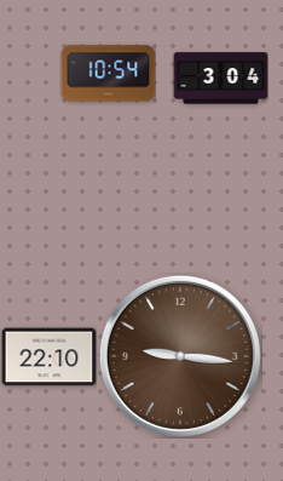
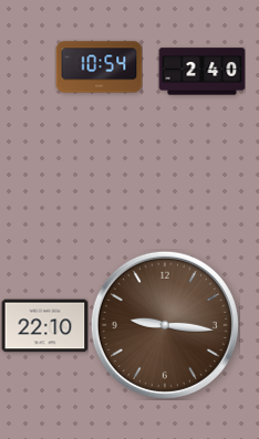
clock at (220, 79): 3:04 -> 2:40
